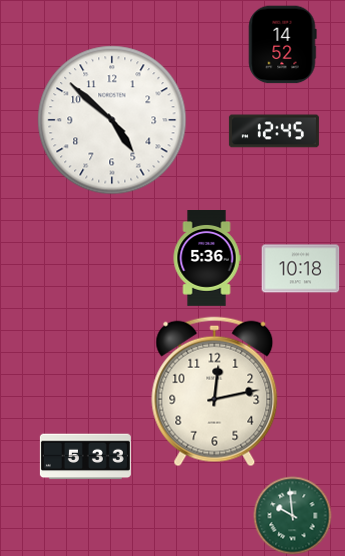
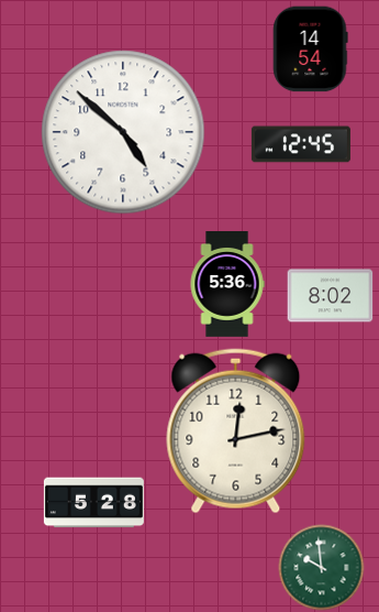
clock at (283, 44): 14:52 -> 14:54
clock at (300, 269): 10:18 -> 8:02
clock at (85, 457): 5:33 -> 5:28
